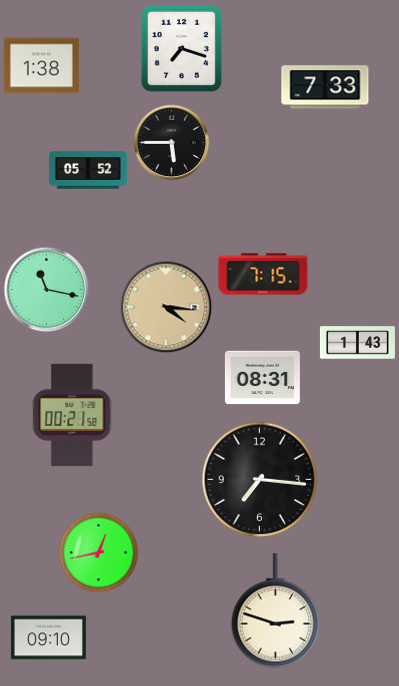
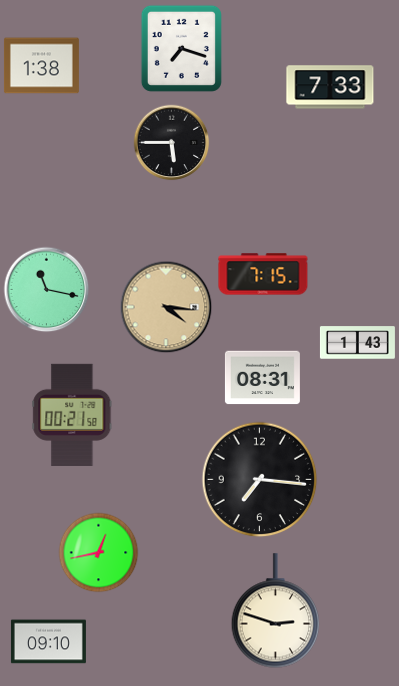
clock at (325, 87) position: (325, 87) -> (330, 87)
clock at (88, 170): 05:52 -> none
clock at (48, 638) position: (48, 638) -> (48, 642)
